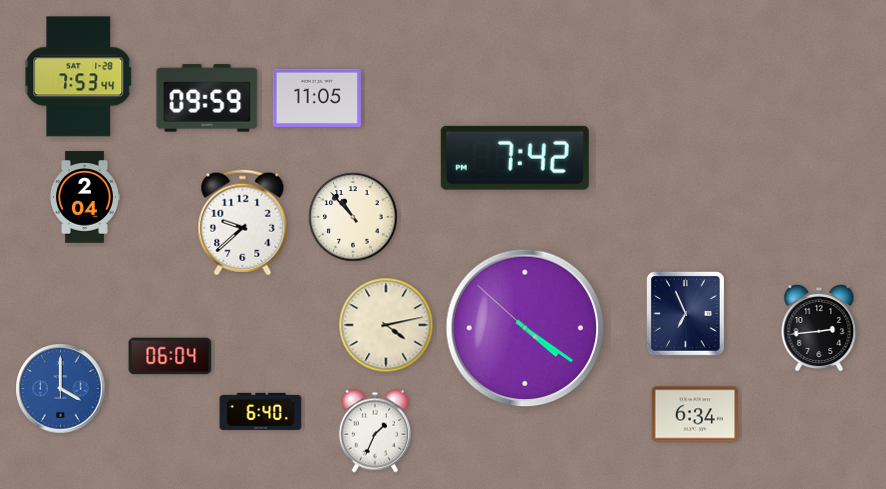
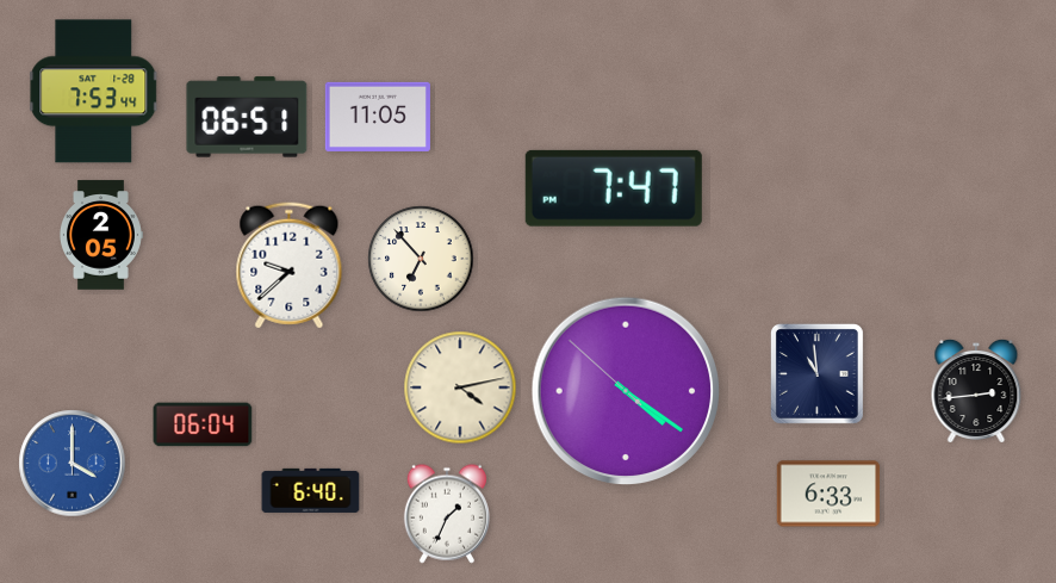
clock at (207, 98): 09:59 -> 06:51
clock at (515, 158): 7:42 -> 7:47
clock at (84, 197): 2:04 -> 2:05
clock at (353, 217): 10:53 -> 6:53
clock at (685, 313): 6:56 -> 10:59
clock at (695, 414): 6:34 -> 6:33
